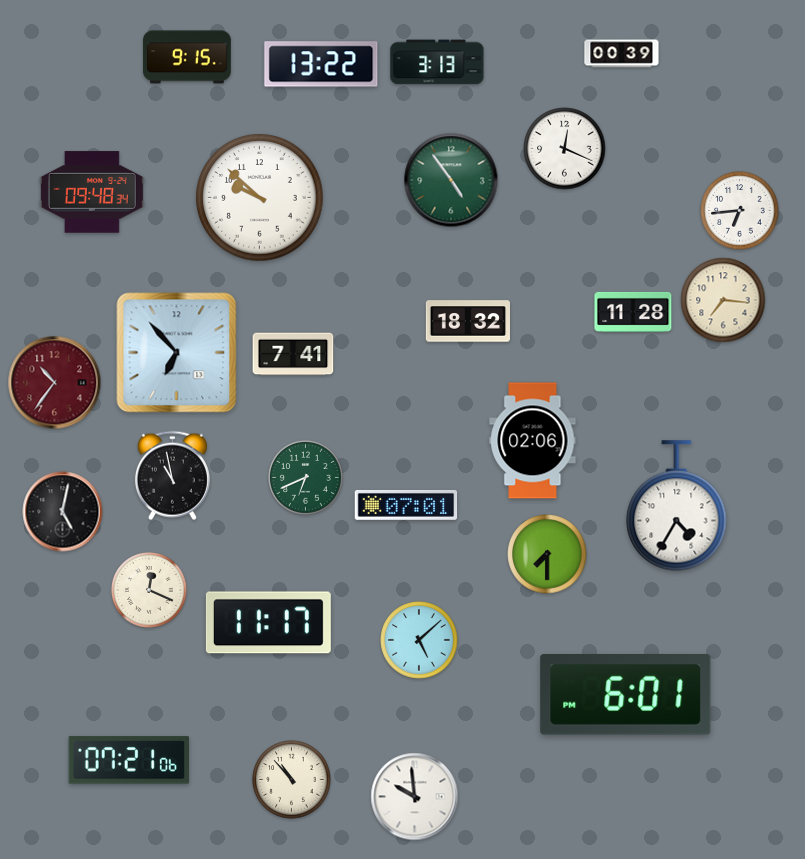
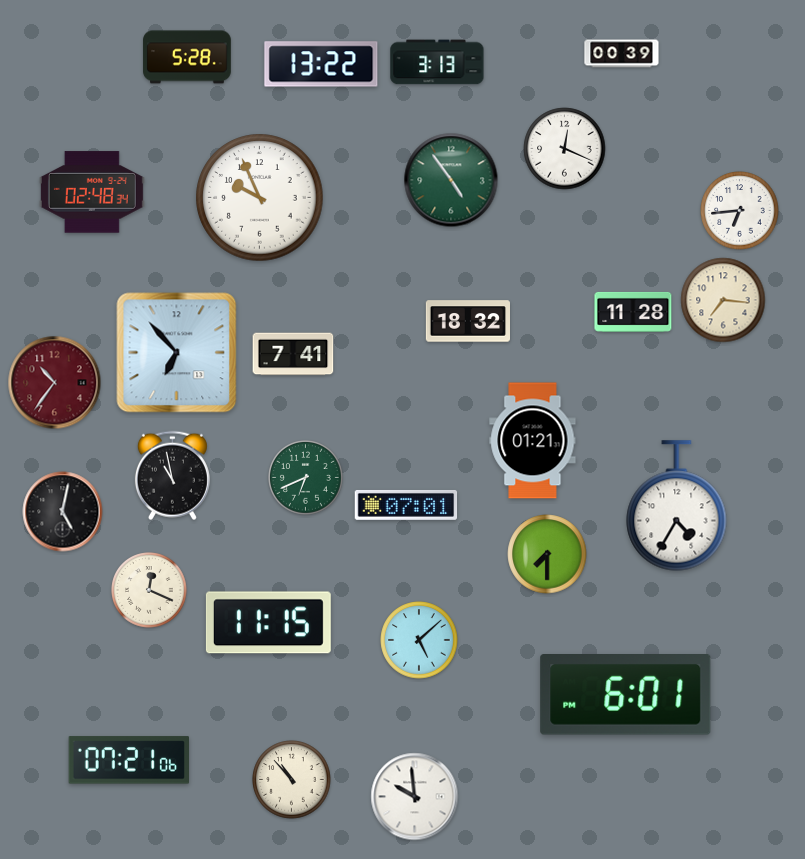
clock at (187, 57): 9:15 -> 5:28
clock at (92, 192): 09:48 -> 02:48
clock at (260, 198): 9:52 -> 9:56
clock at (533, 441): 02:06 -> 01:21
clock at (268, 623): 11:17 -> 11:15
